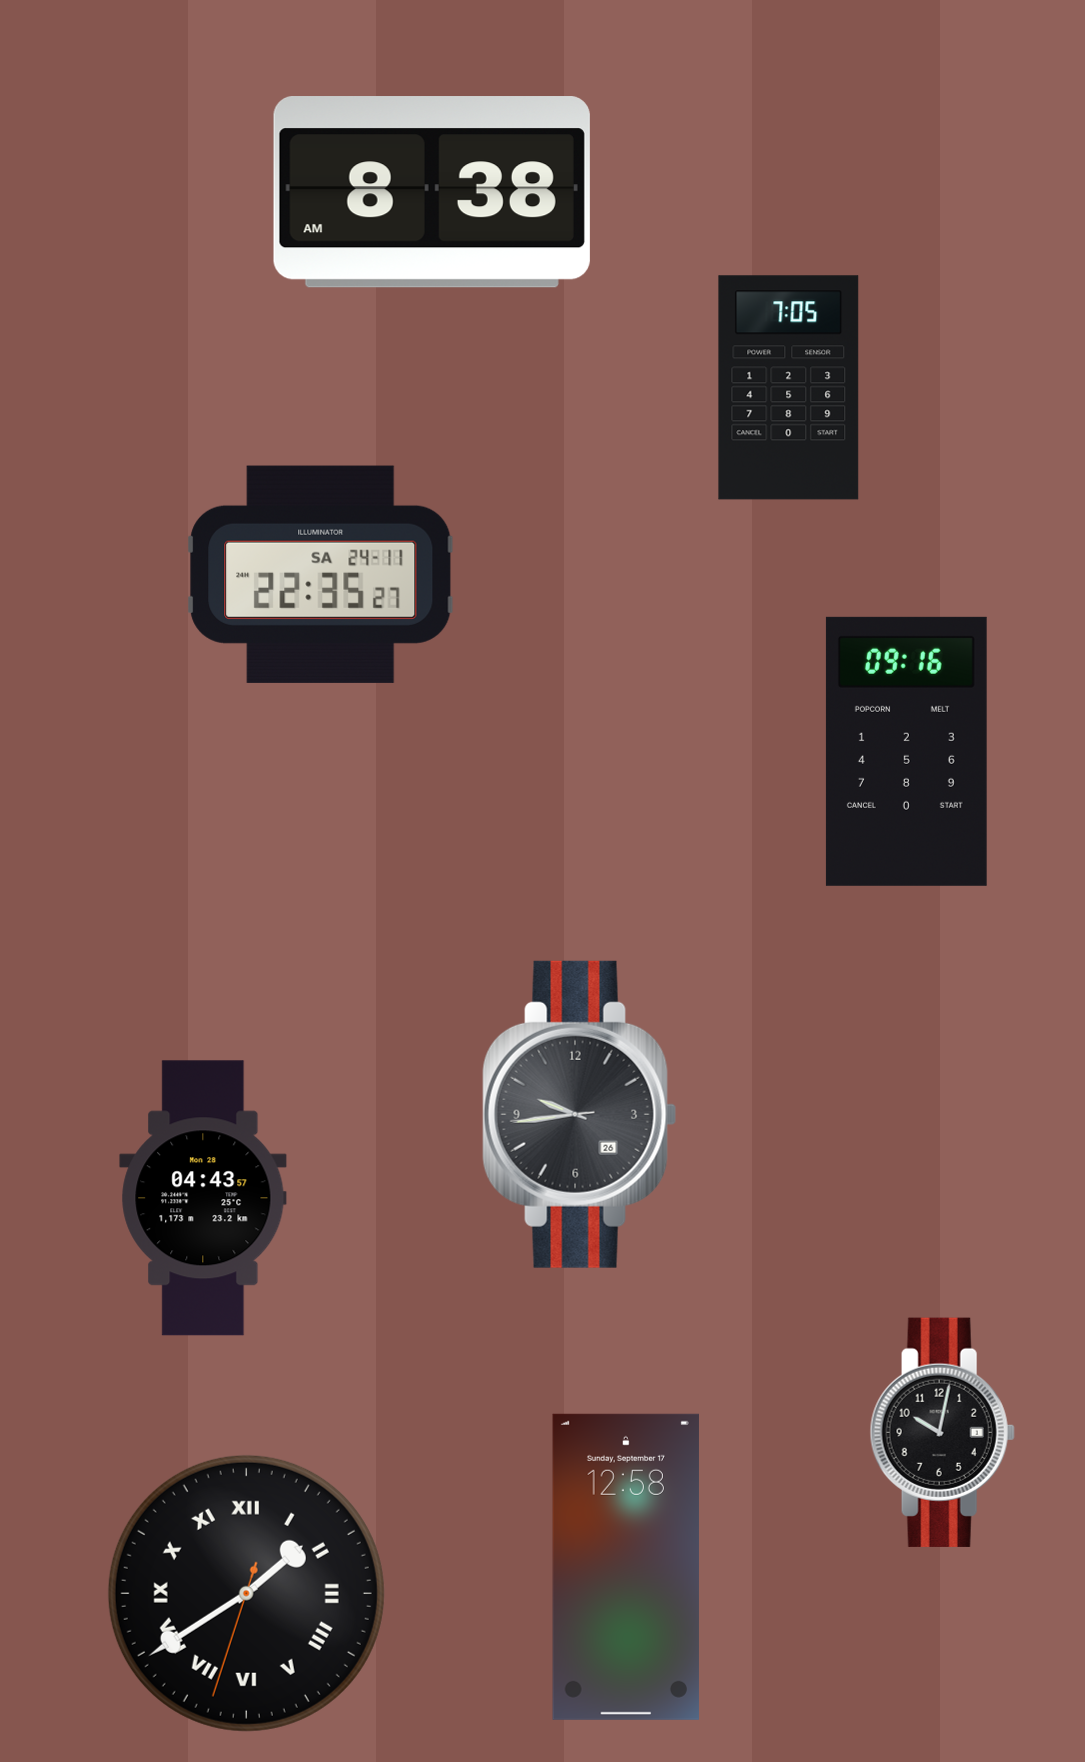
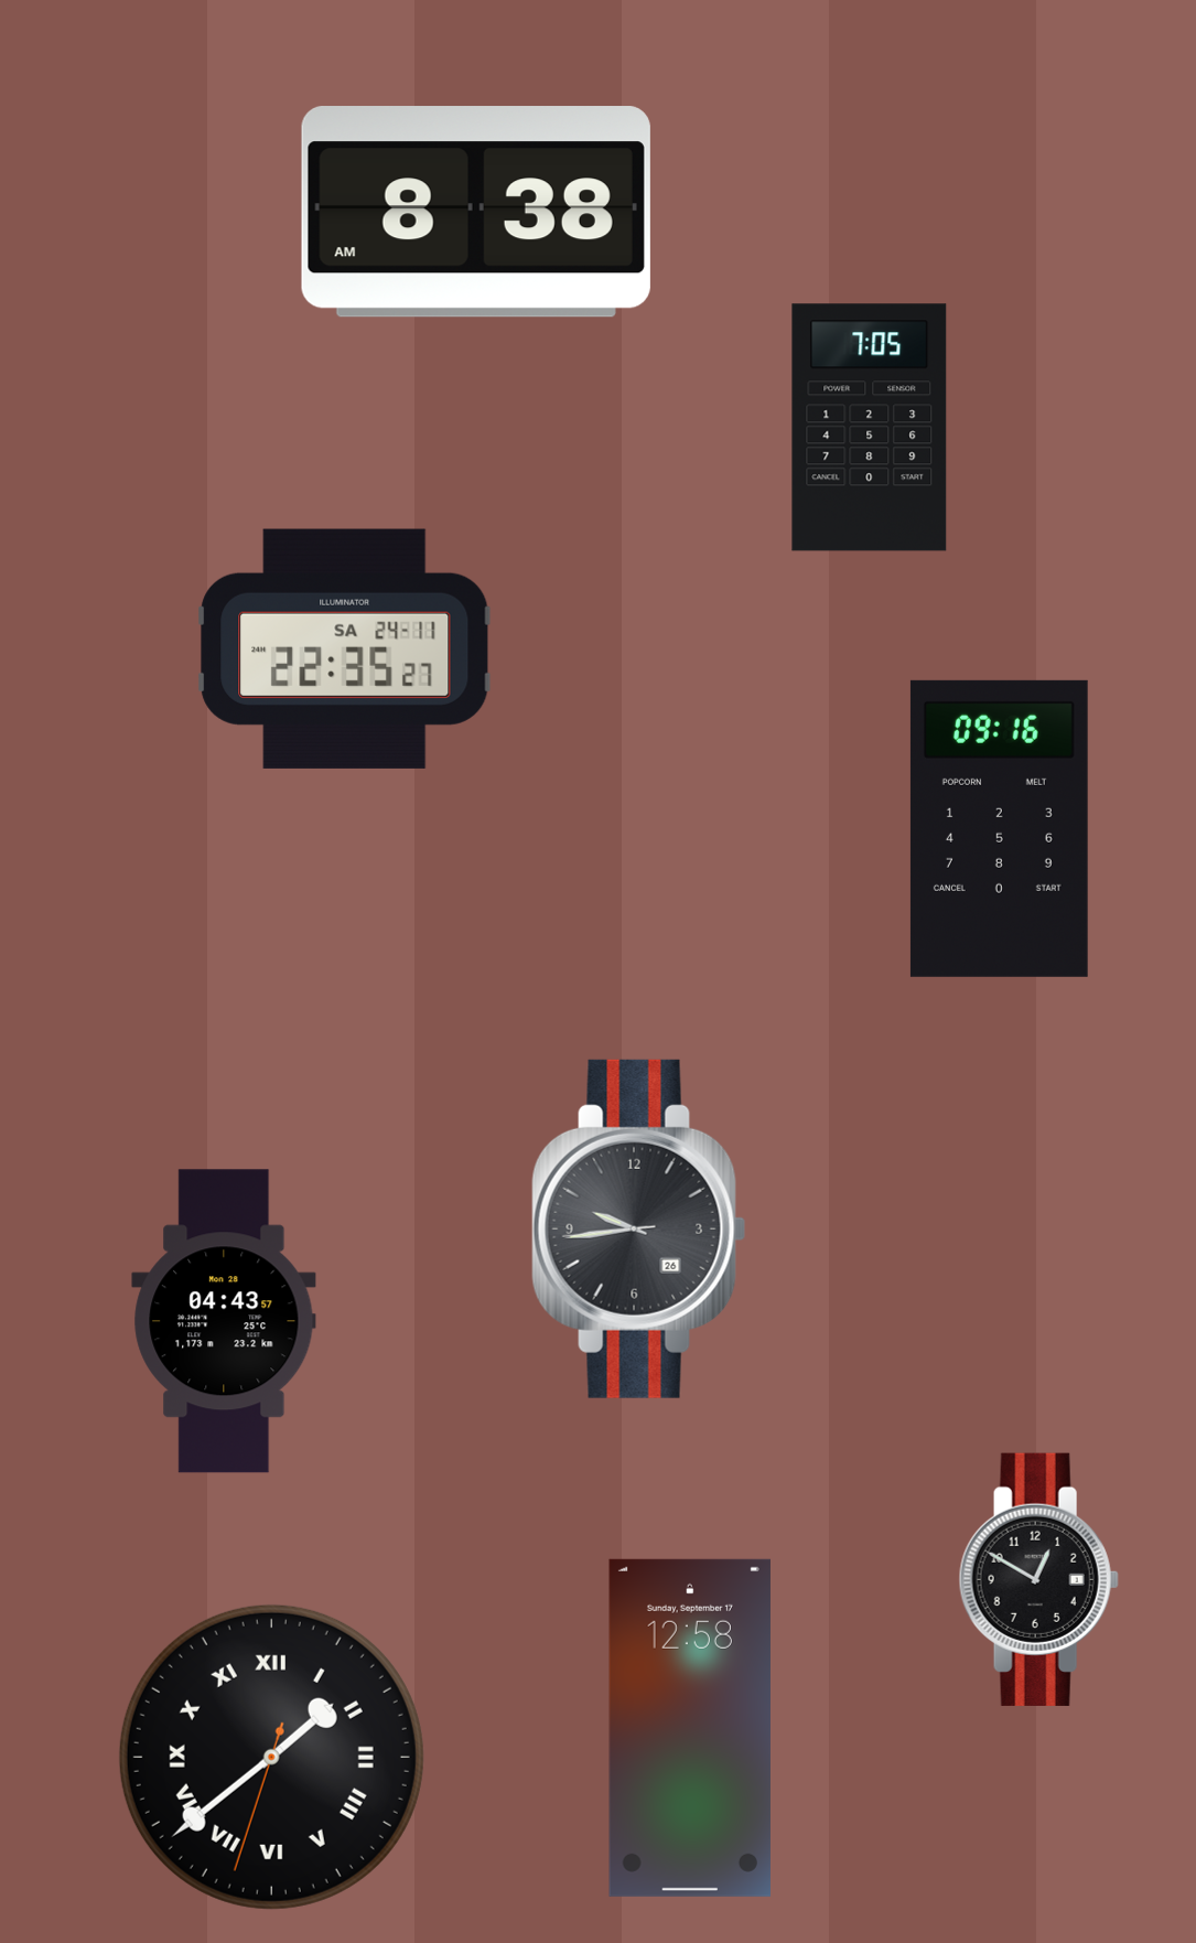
clock at (321, 574) position: (321, 574) -> (345, 648)
clock at (942, 1432): 10:02 -> 12:50
clock at (246, 1593): 1:39 -> 1:38
